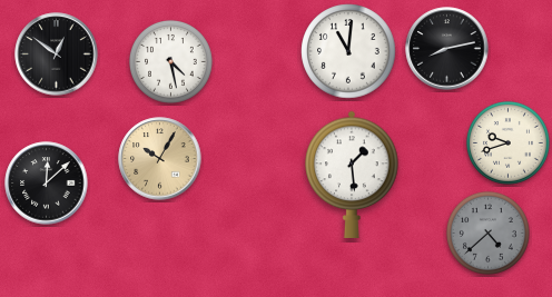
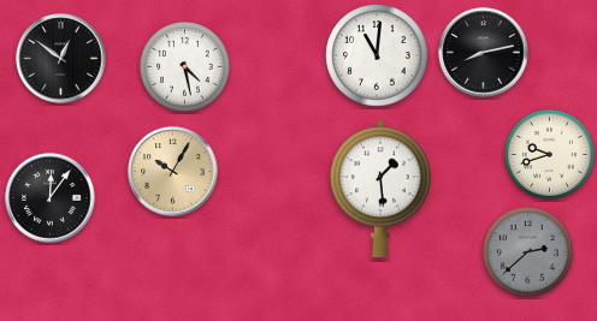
clock at (47, 184): 12:08 -> 12:06
clock at (487, 232): 4:38 -> 2:38
